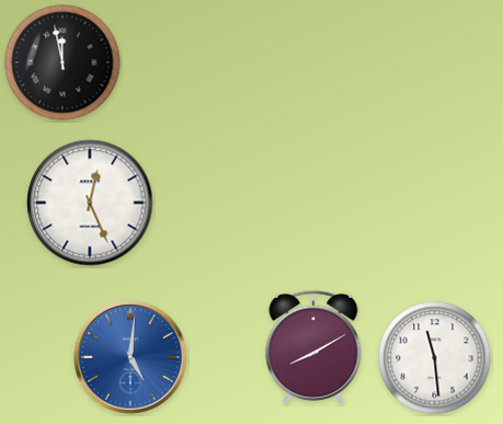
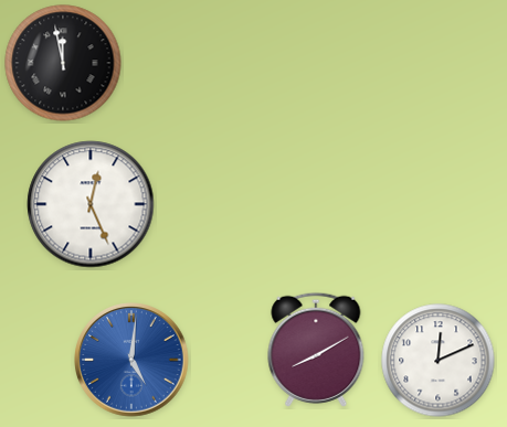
clock at (435, 358): 11:29 -> 12:11
